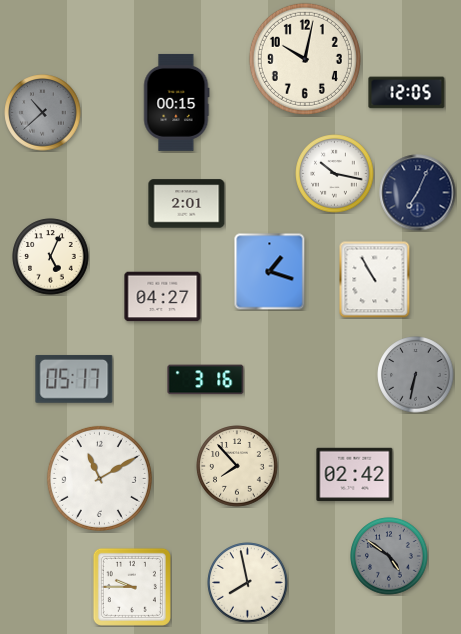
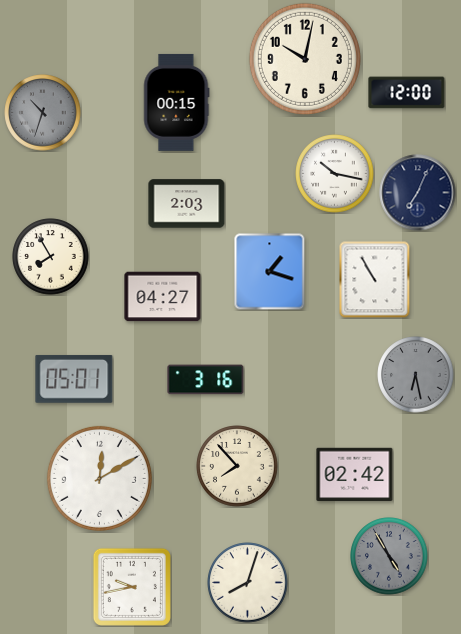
clock at (407, 93): 12:05 -> 12:00
clock at (43, 113): 10:38 -> 10:33
clock at (187, 204): 2:01 -> 2:03
clock at (51, 257): 5:04 -> 7:55
clock at (416, 375): 6:32 -> 6:28
clock at (74, 379): 05:17 -> 05:01
clock at (99, 478): 11:10 -> 12:10
clock at (389, 556): 4:51 -> 4:55
clock at (248, 583): 7:58 -> 8:03
clock at (132, 587): 9:45 -> 9:43
